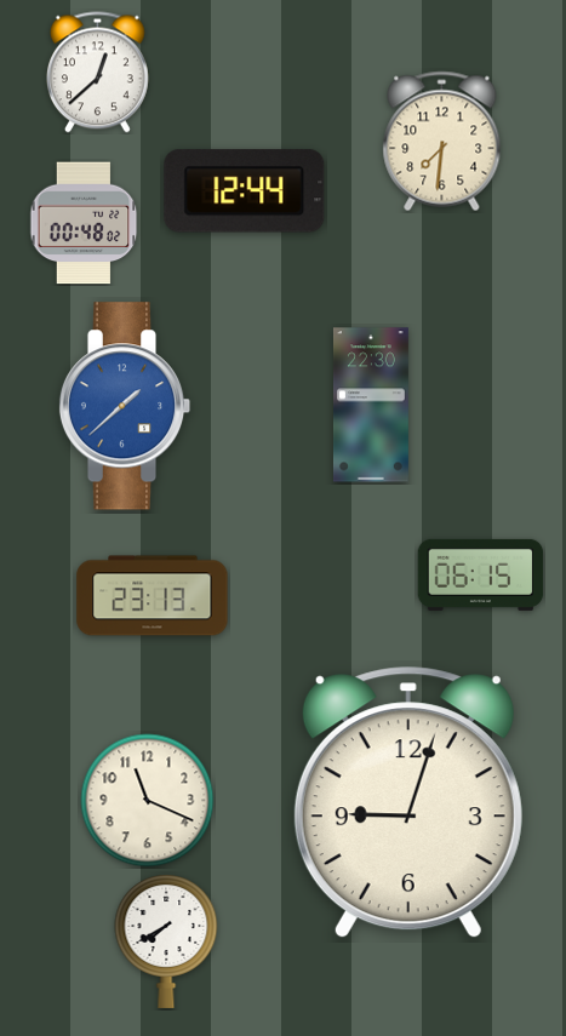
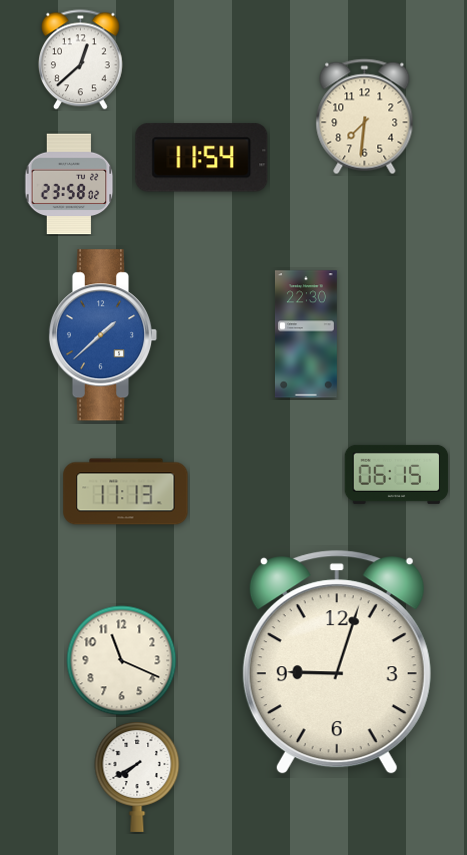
clock at (245, 191): 12:44 -> 11:54
clock at (84, 223): 00:48 -> 23:58
clock at (153, 596): 23:13 -> 11:13
